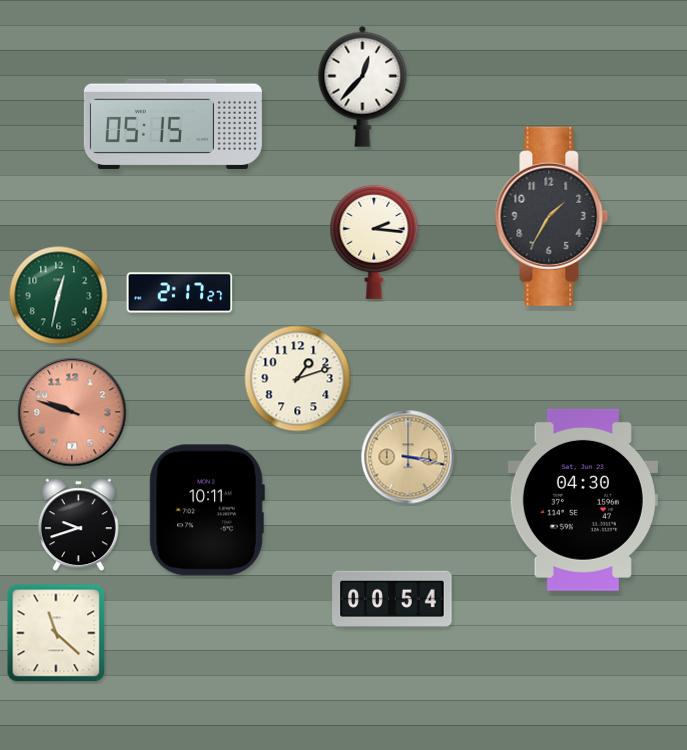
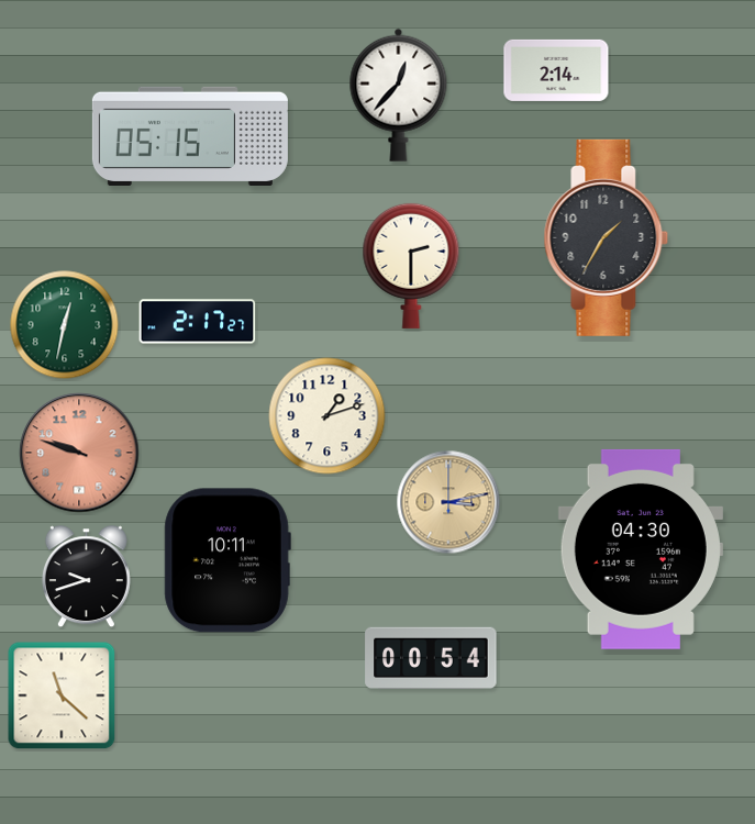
clock at (556, 70): none -> 2:14
clock at (374, 242): 2:16 -> 2:30
clock at (408, 457): 3:17 -> 3:13
